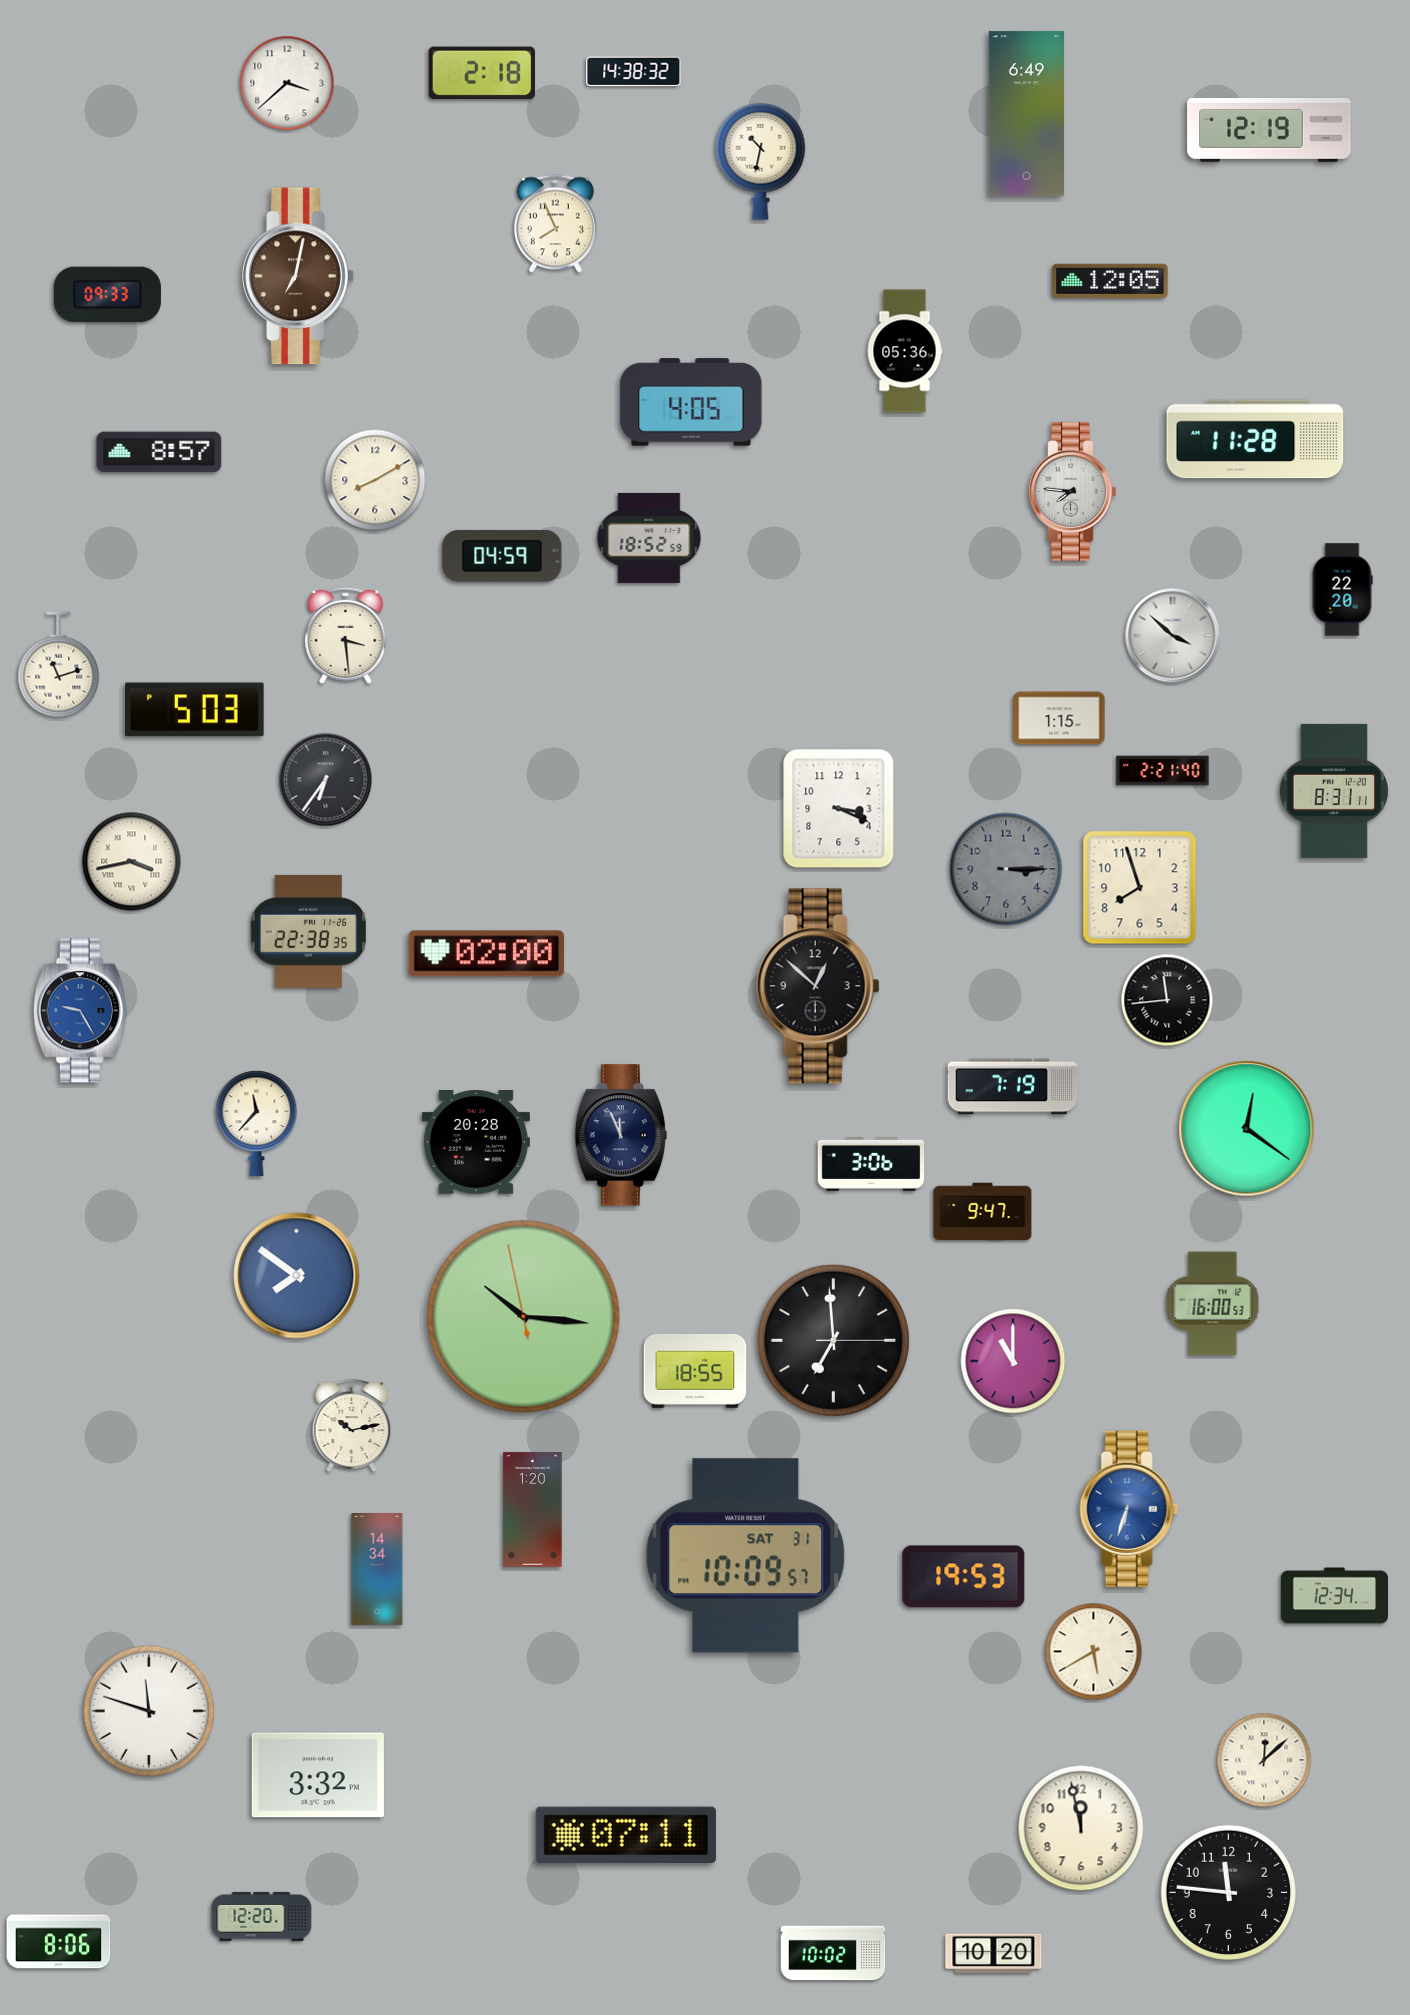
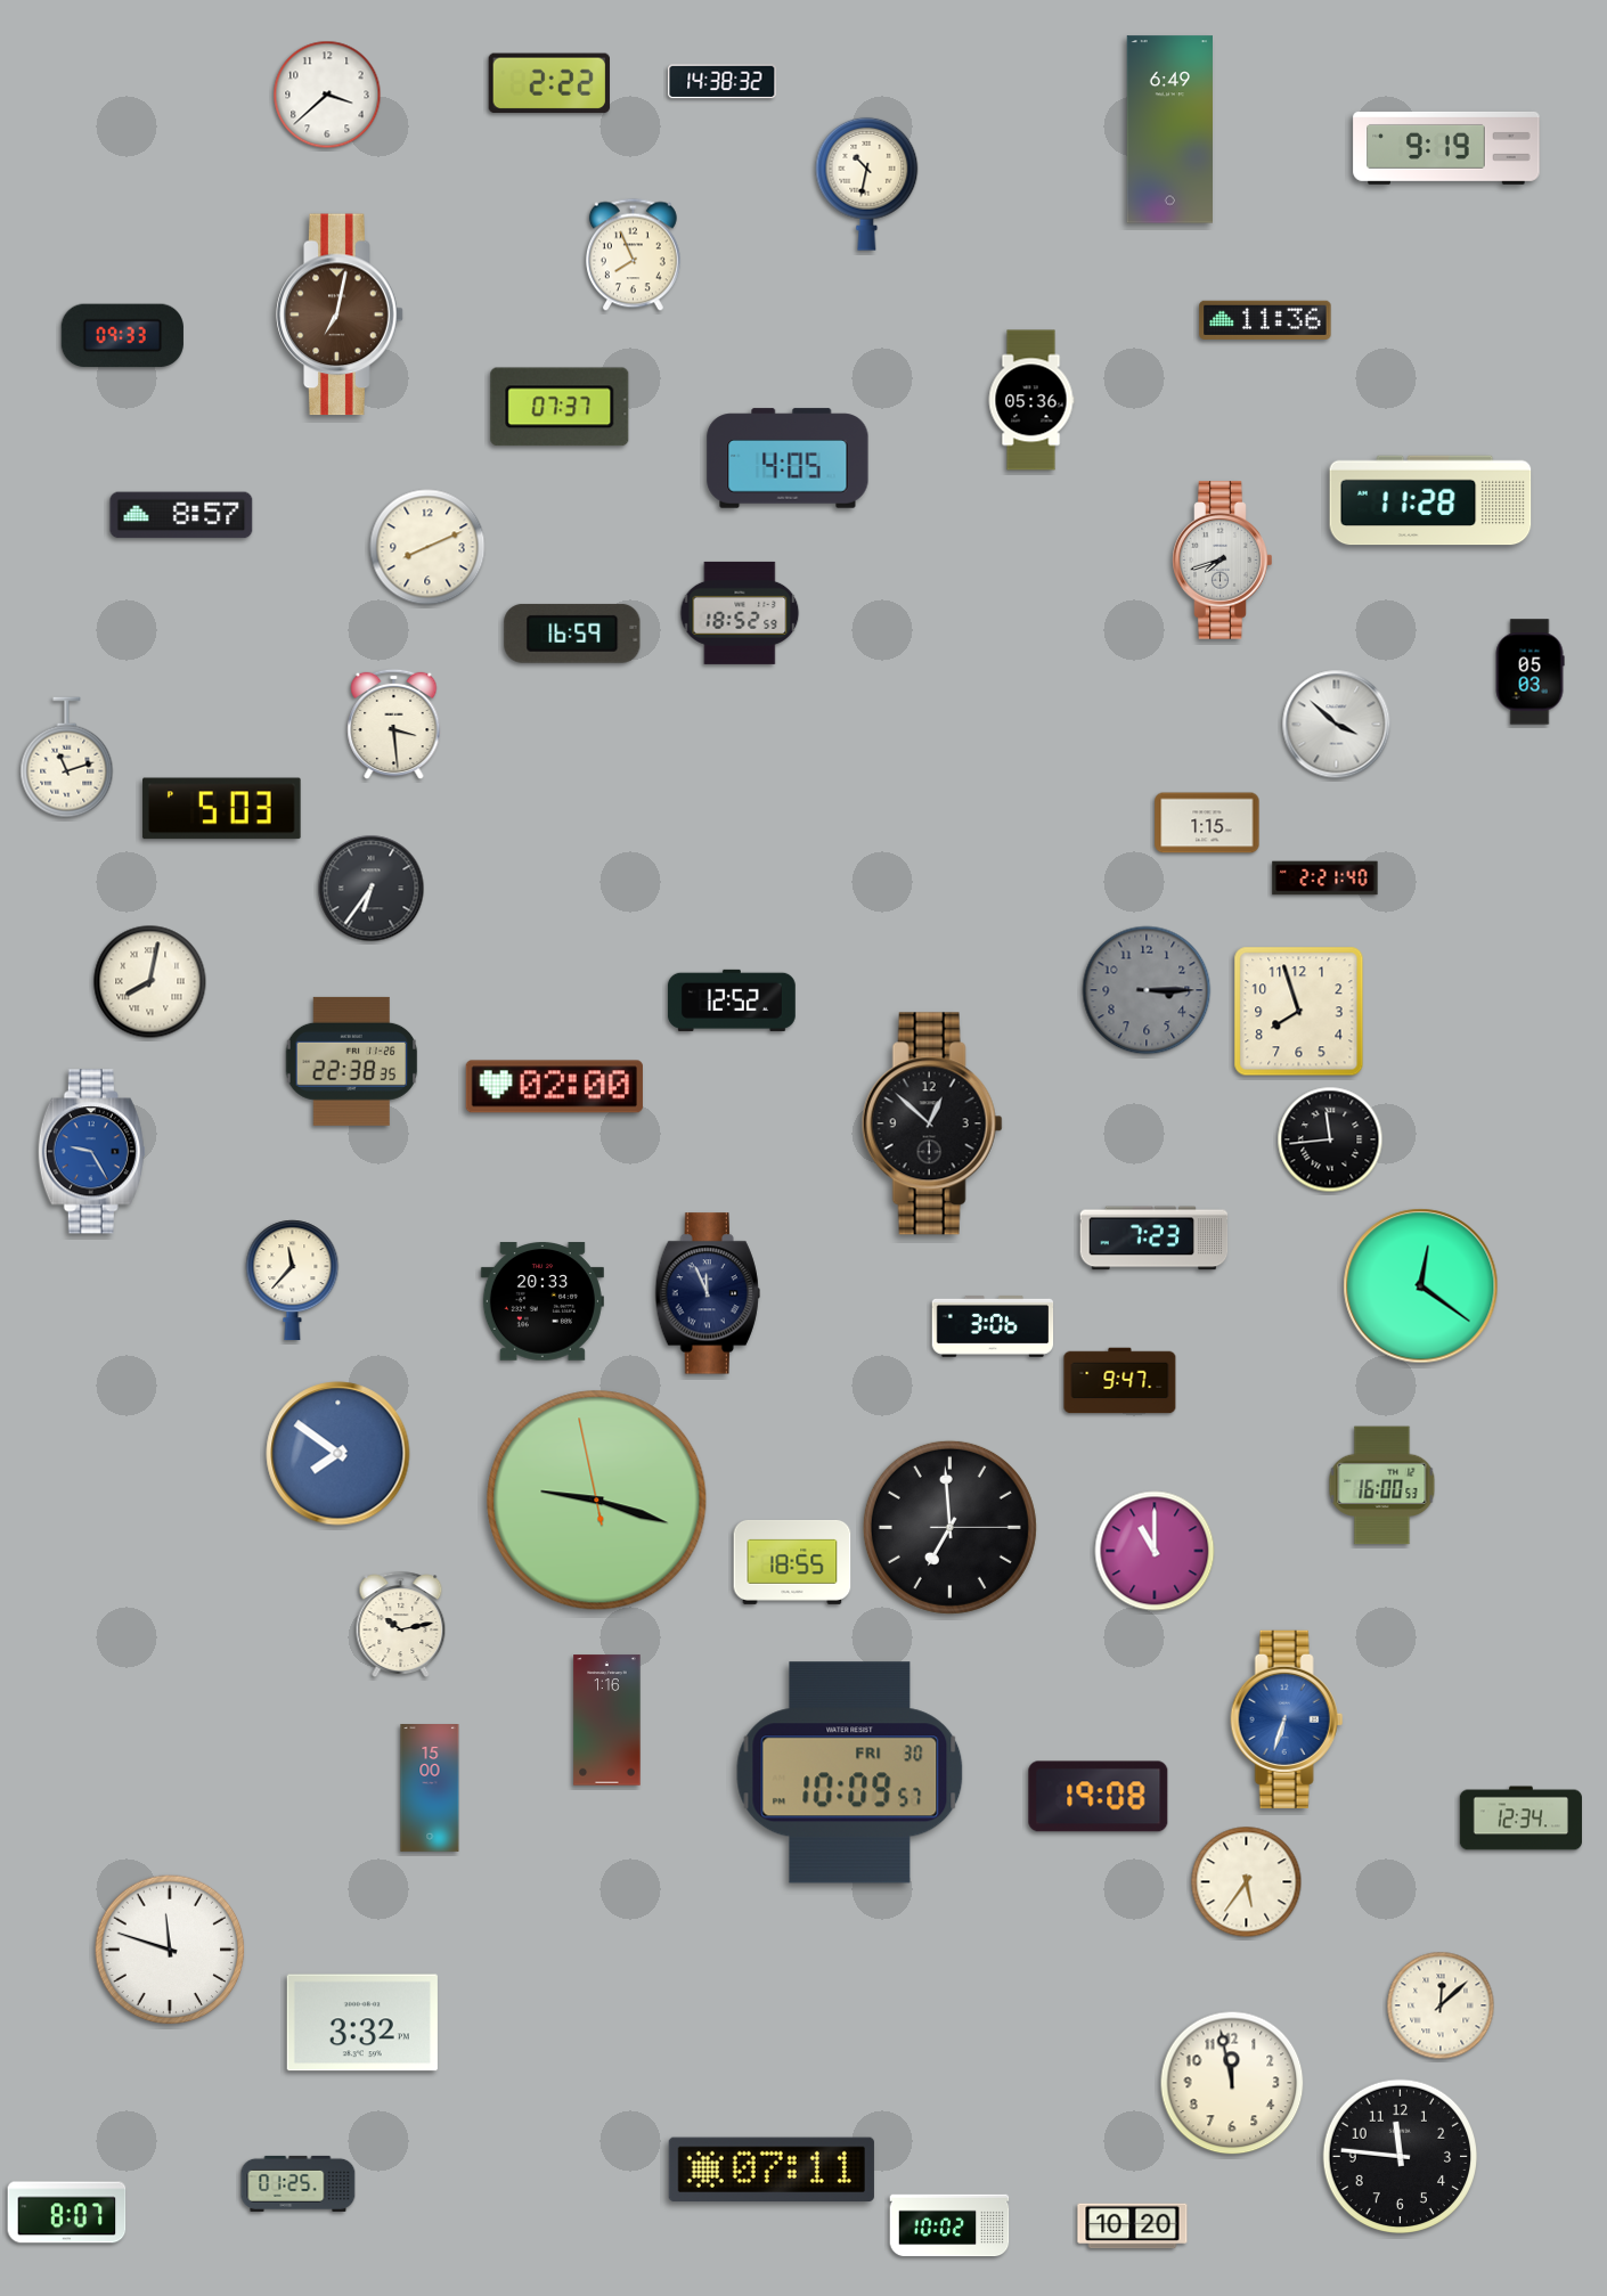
clock at (482, 73): 2:18 -> 2:22
clock at (1269, 130): 12:19 -> 9:19
clock at (1110, 281): 12:05 -> 11:36
clock at (560, 407): none -> 07:37
clock at (375, 480): 8:10 -> 8:11
clock at (1073, 492): 7:46 -> 7:42
clock at (502, 556): 04:59 -> 16:59
clock at (1342, 590): 22:20 -> 05:03
clock at (1059, 718) position: (1059, 718) -> (1207, 823)
clock at (1334, 791): 8:31 -> none
clock at (839, 809): 3:19 -> none
clock at (132, 862): 3:43 -> 8:02
clock at (732, 1000): none -> 12:52
clock at (1013, 1087): 7:19 -> 7:23
clock at (476, 1143): 20:28 -> 20:33
clock at (524, 1317): 10:15 -> 9:17
clock at (533, 1510): 1:20 -> 1:16
clock at (746, 1556) date: SAT 31 -> FRI 30
clock at (377, 1570): 14:34 -> 15:00
clock at (964, 1577): 19:53 -> 19:08
clock at (1094, 1652): 5:40 -> 5:36
clock at (626, 1835) position: (626, 1835) -> (772, 2170)
clock at (262, 1916): 12:20 -> 01:25
clock at (59, 1942): 8:06 -> 8:07
